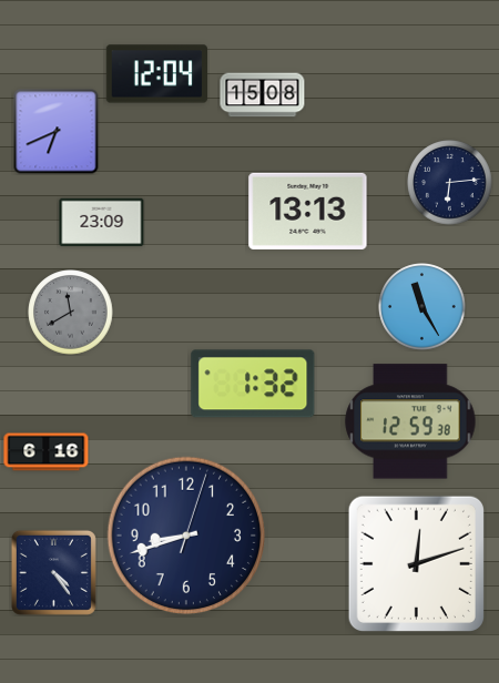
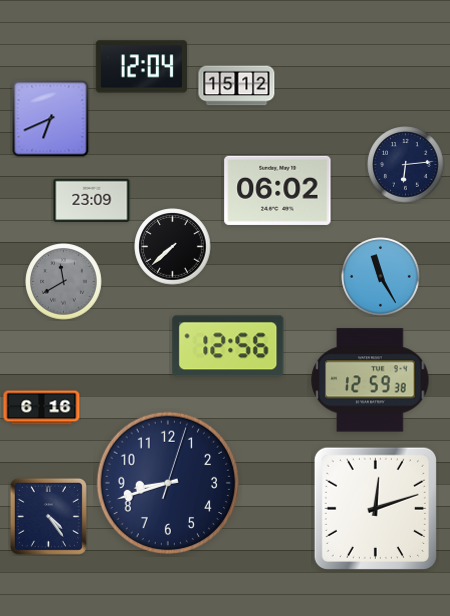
clock at (263, 95): 15:08 -> 15:12
clock at (308, 211): 13:13 -> 06:02
clock at (173, 247): none -> 7:38
clock at (253, 384): 1:32 -> 12:56
